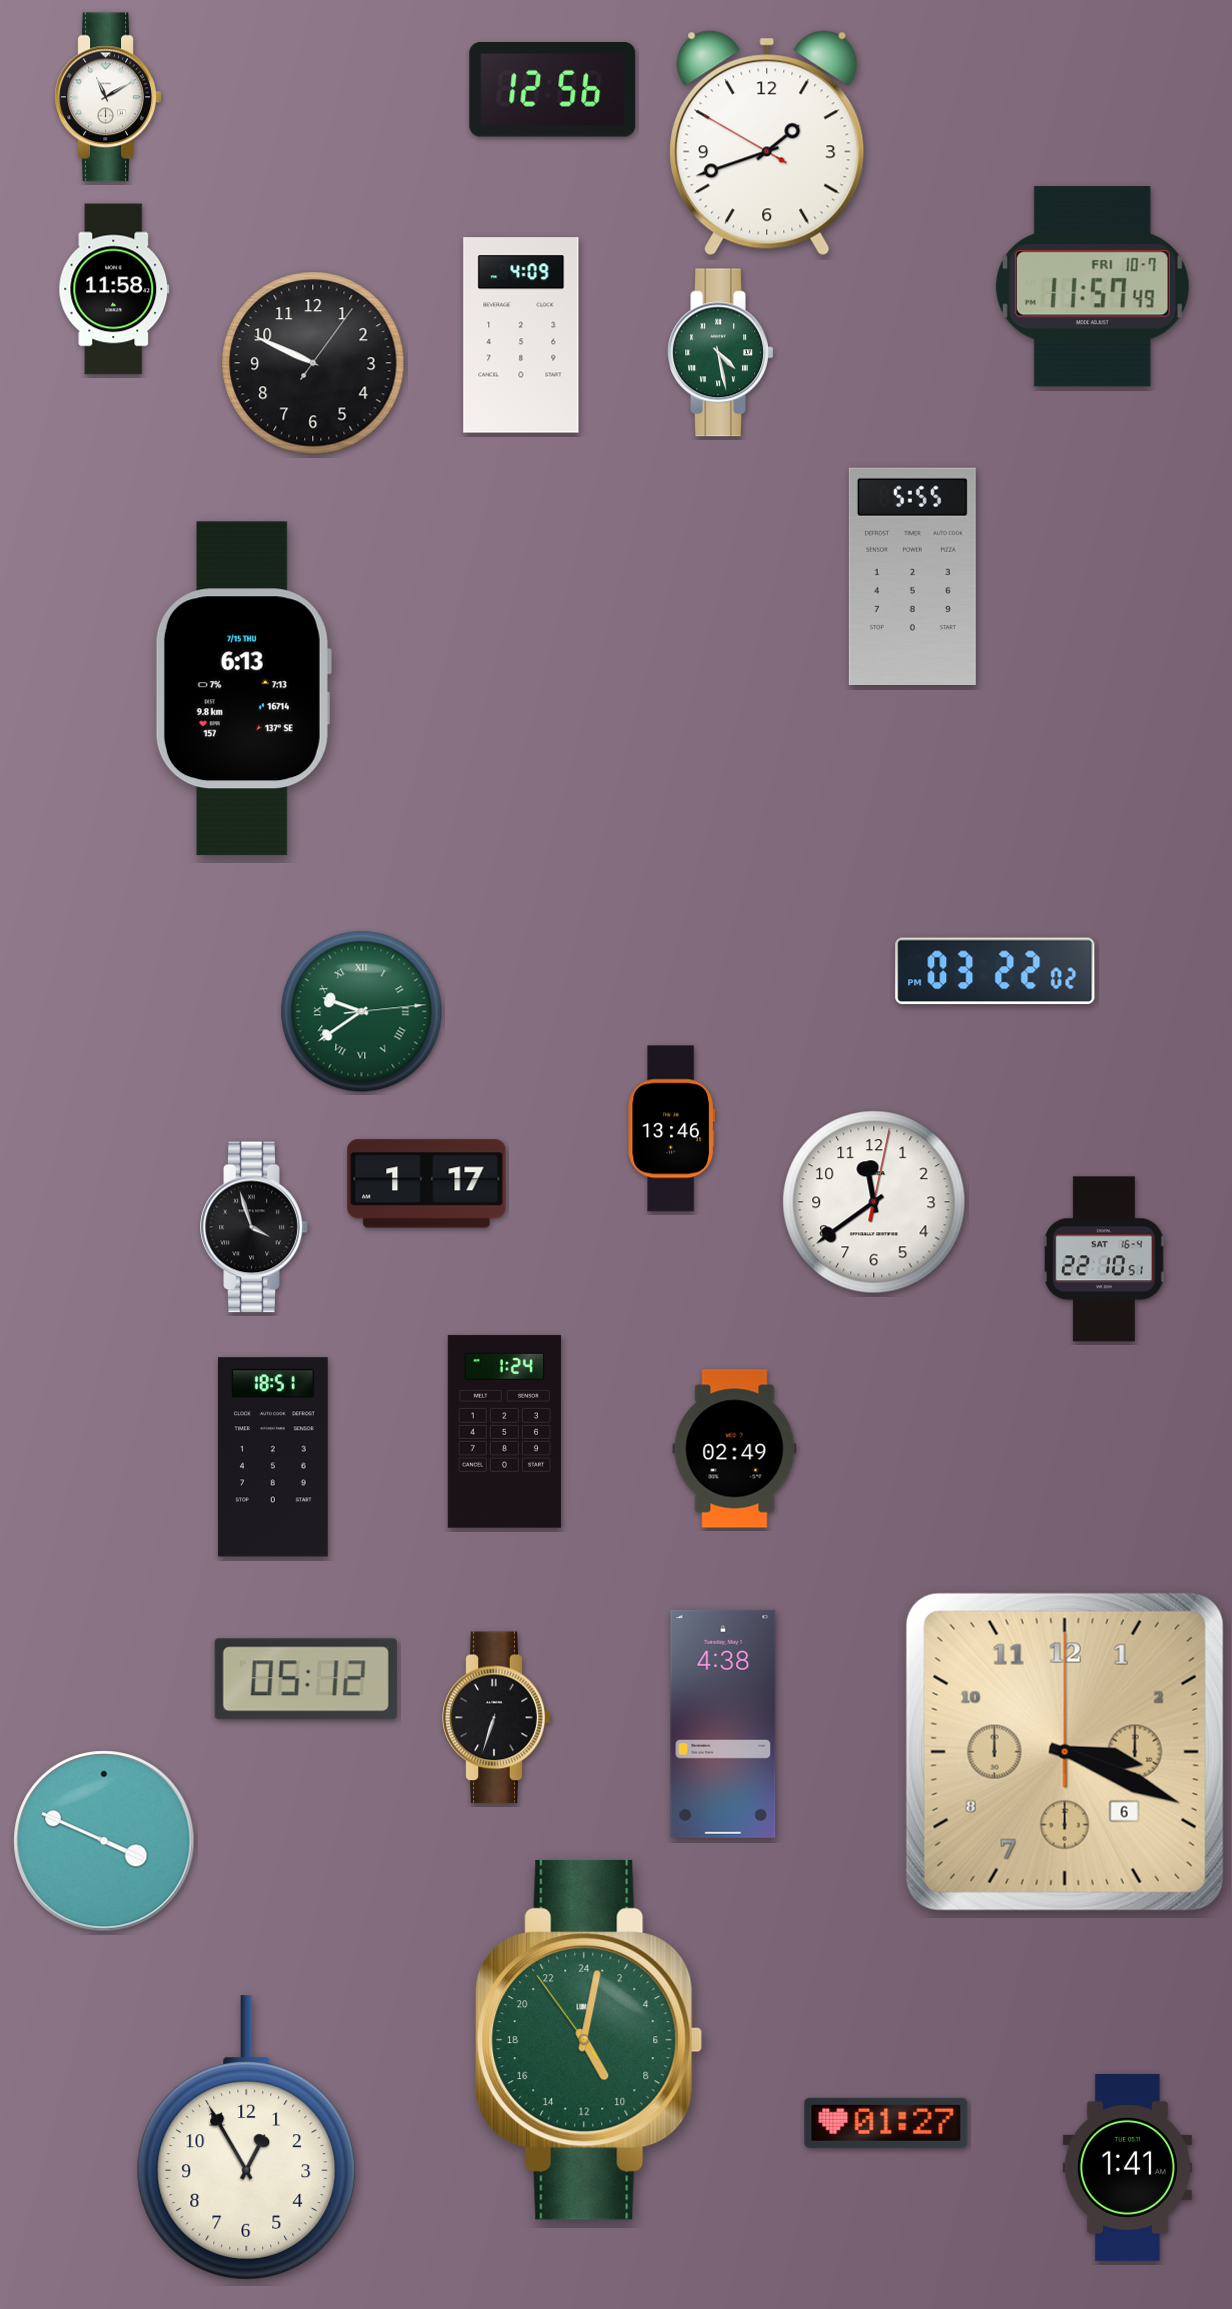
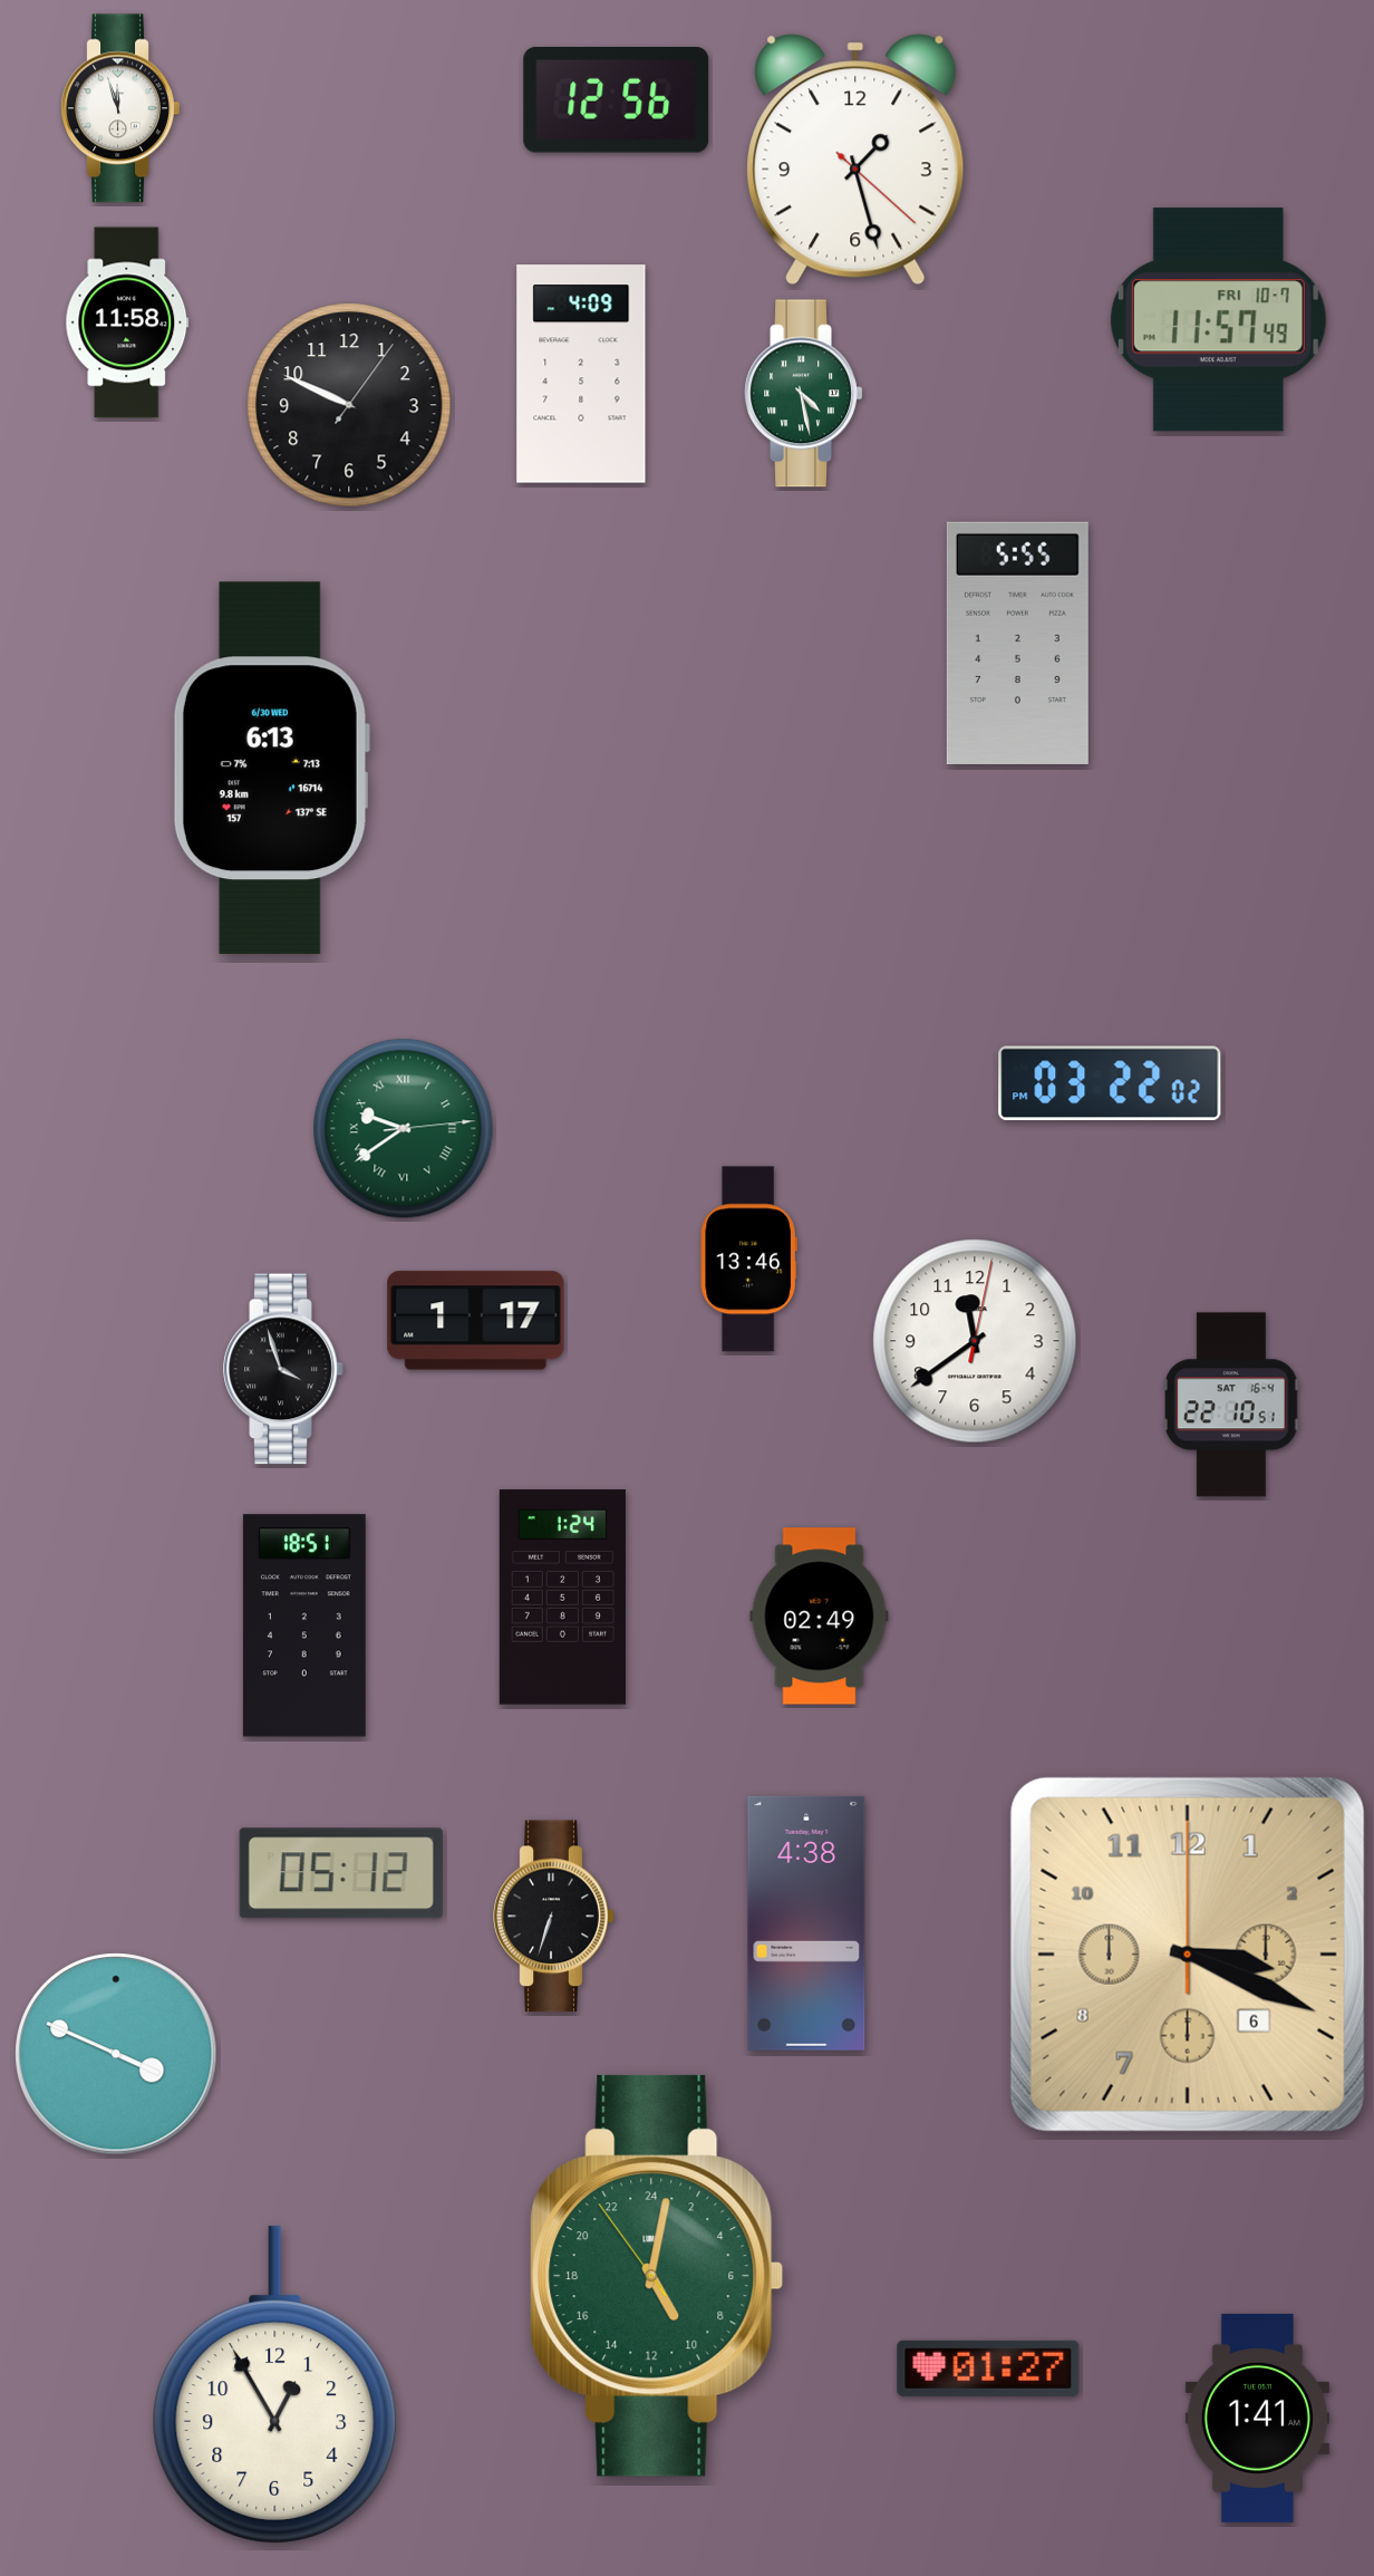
clock at (108, 97): 11:10 -> 11:57
clock at (767, 143): 1:41 -> 1:27
clock at (243, 689) date: 7/15 THU -> 6/30 WED
